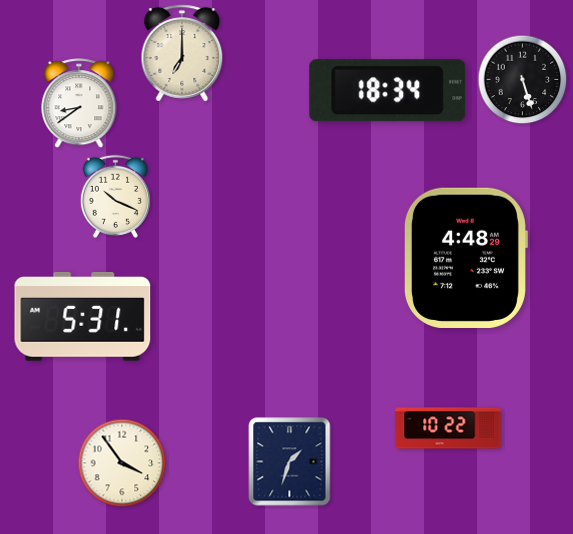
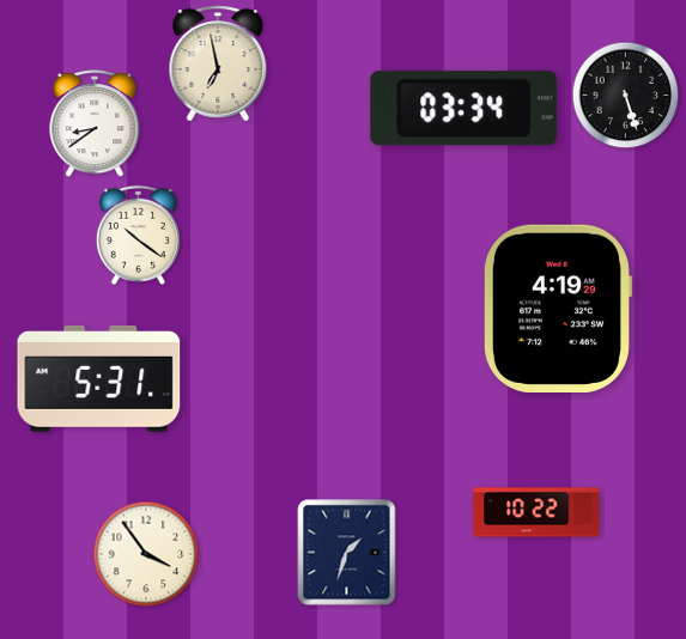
clock at (182, 53): 7:00 -> 6:58
clock at (388, 91): 18:34 -> 03:34
clock at (115, 196): 10:19 -> 10:21
clock at (465, 258): 4:48 -> 4:19
